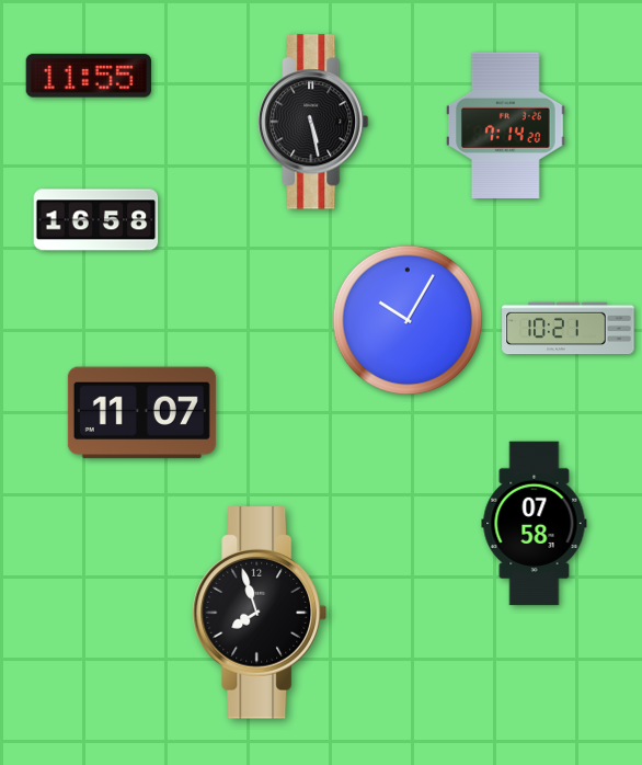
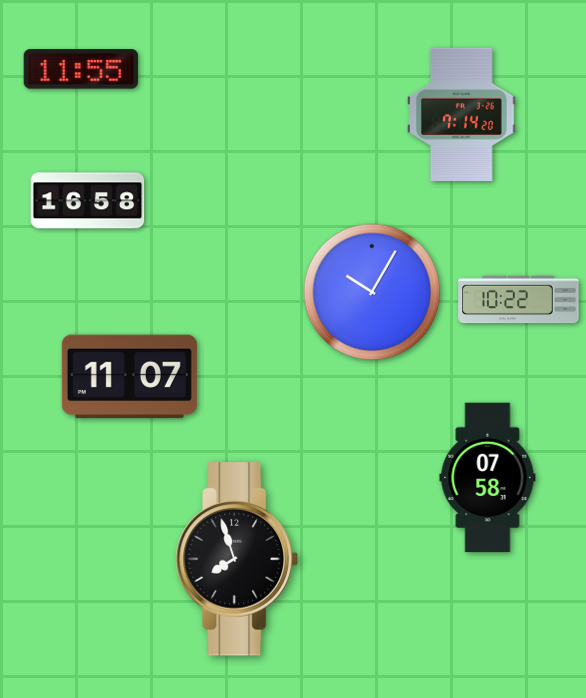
clock at (313, 122): 5:28 -> none
clock at (569, 329): 10:21 -> 10:22
